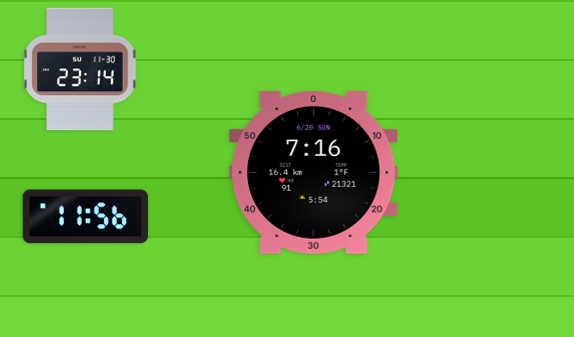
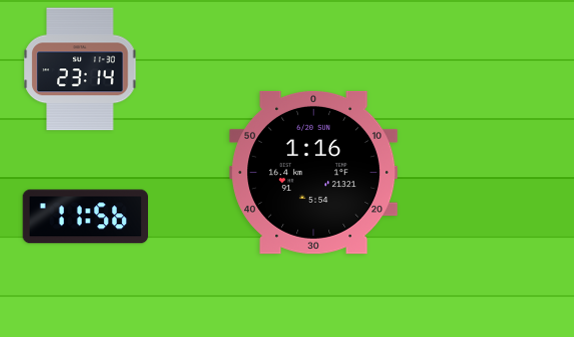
clock at (314, 172): 7:16 -> 1:16
